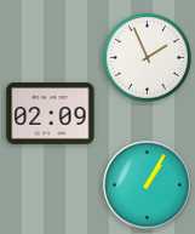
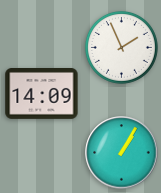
clock at (51, 114): 02:09 -> 14:09
